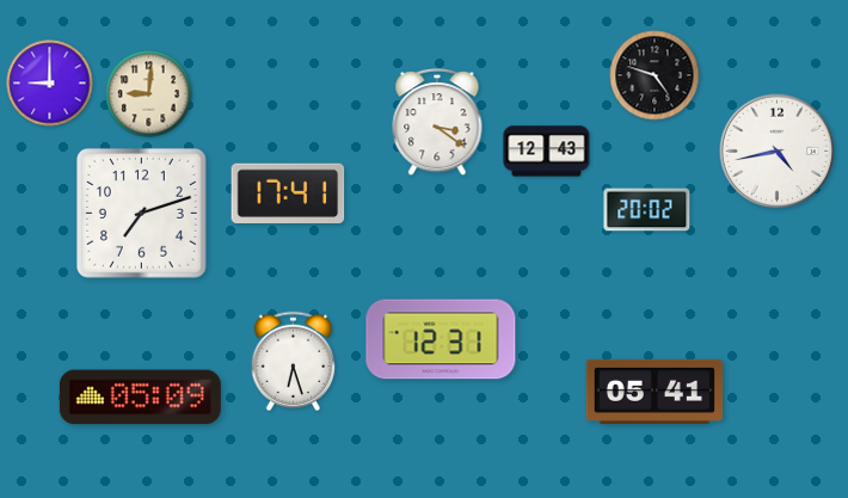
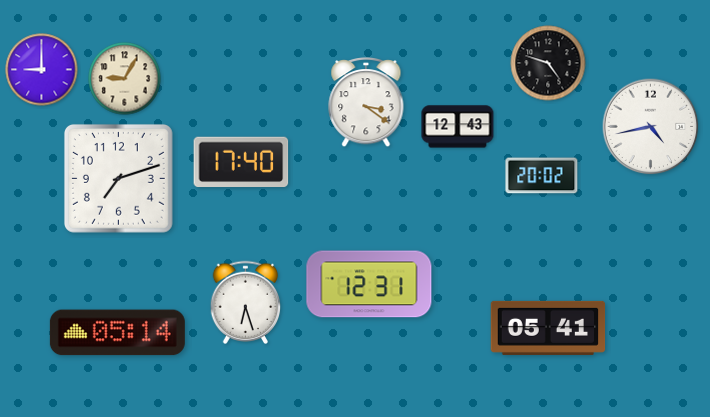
clock at (149, 94): 9:01 -> 9:05
clock at (288, 193): 17:41 -> 17:40
clock at (140, 398): 05:09 -> 05:14
